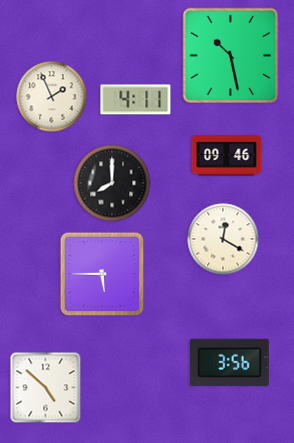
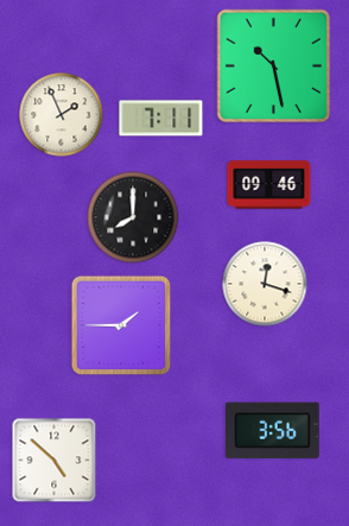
clock at (136, 100): 4:11 -> 7:11
clock at (223, 239): 12:20 -> 12:18
clock at (102, 274): 5:45 -> 1:45
